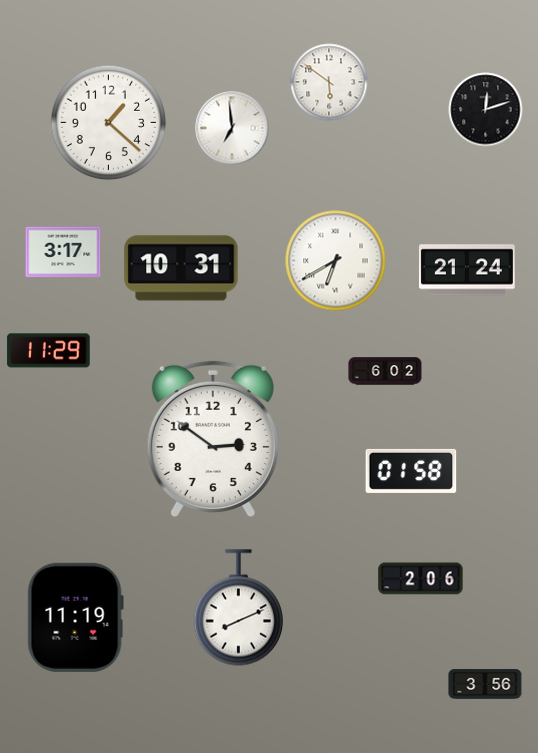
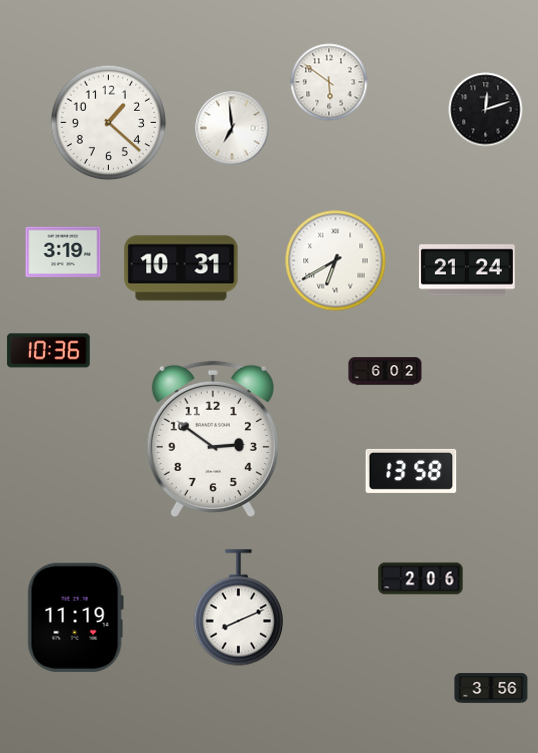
clock at (63, 252): 3:17 -> 3:19
clock at (49, 351): 11:29 -> 10:36
clock at (411, 471): 01:58 -> 13:58
clock at (485, 684) position: (485, 684) -> (491, 688)
